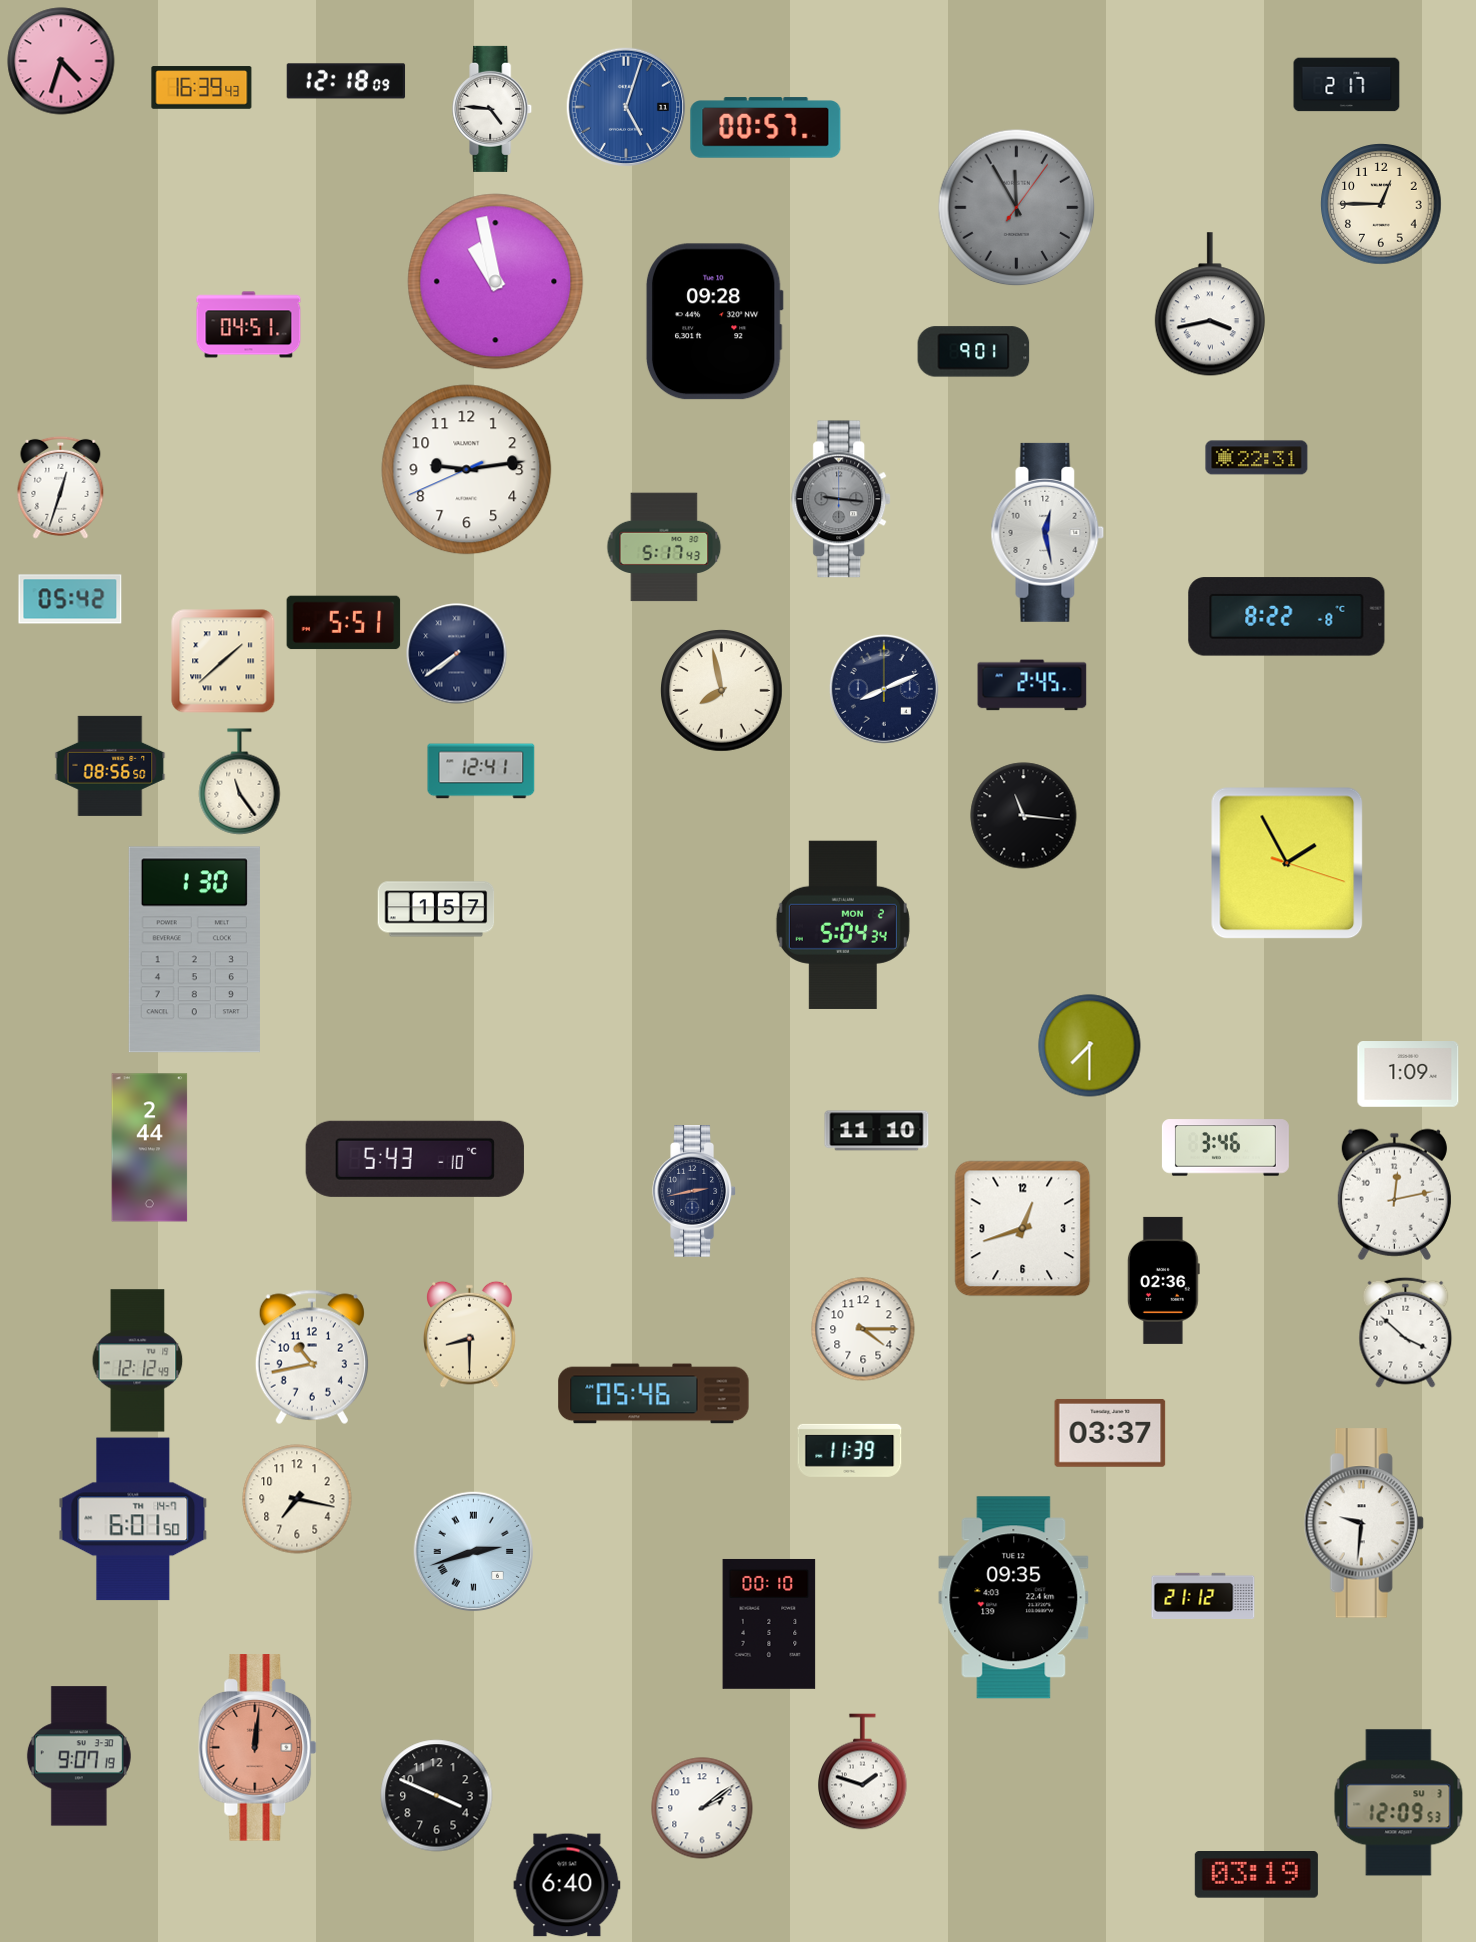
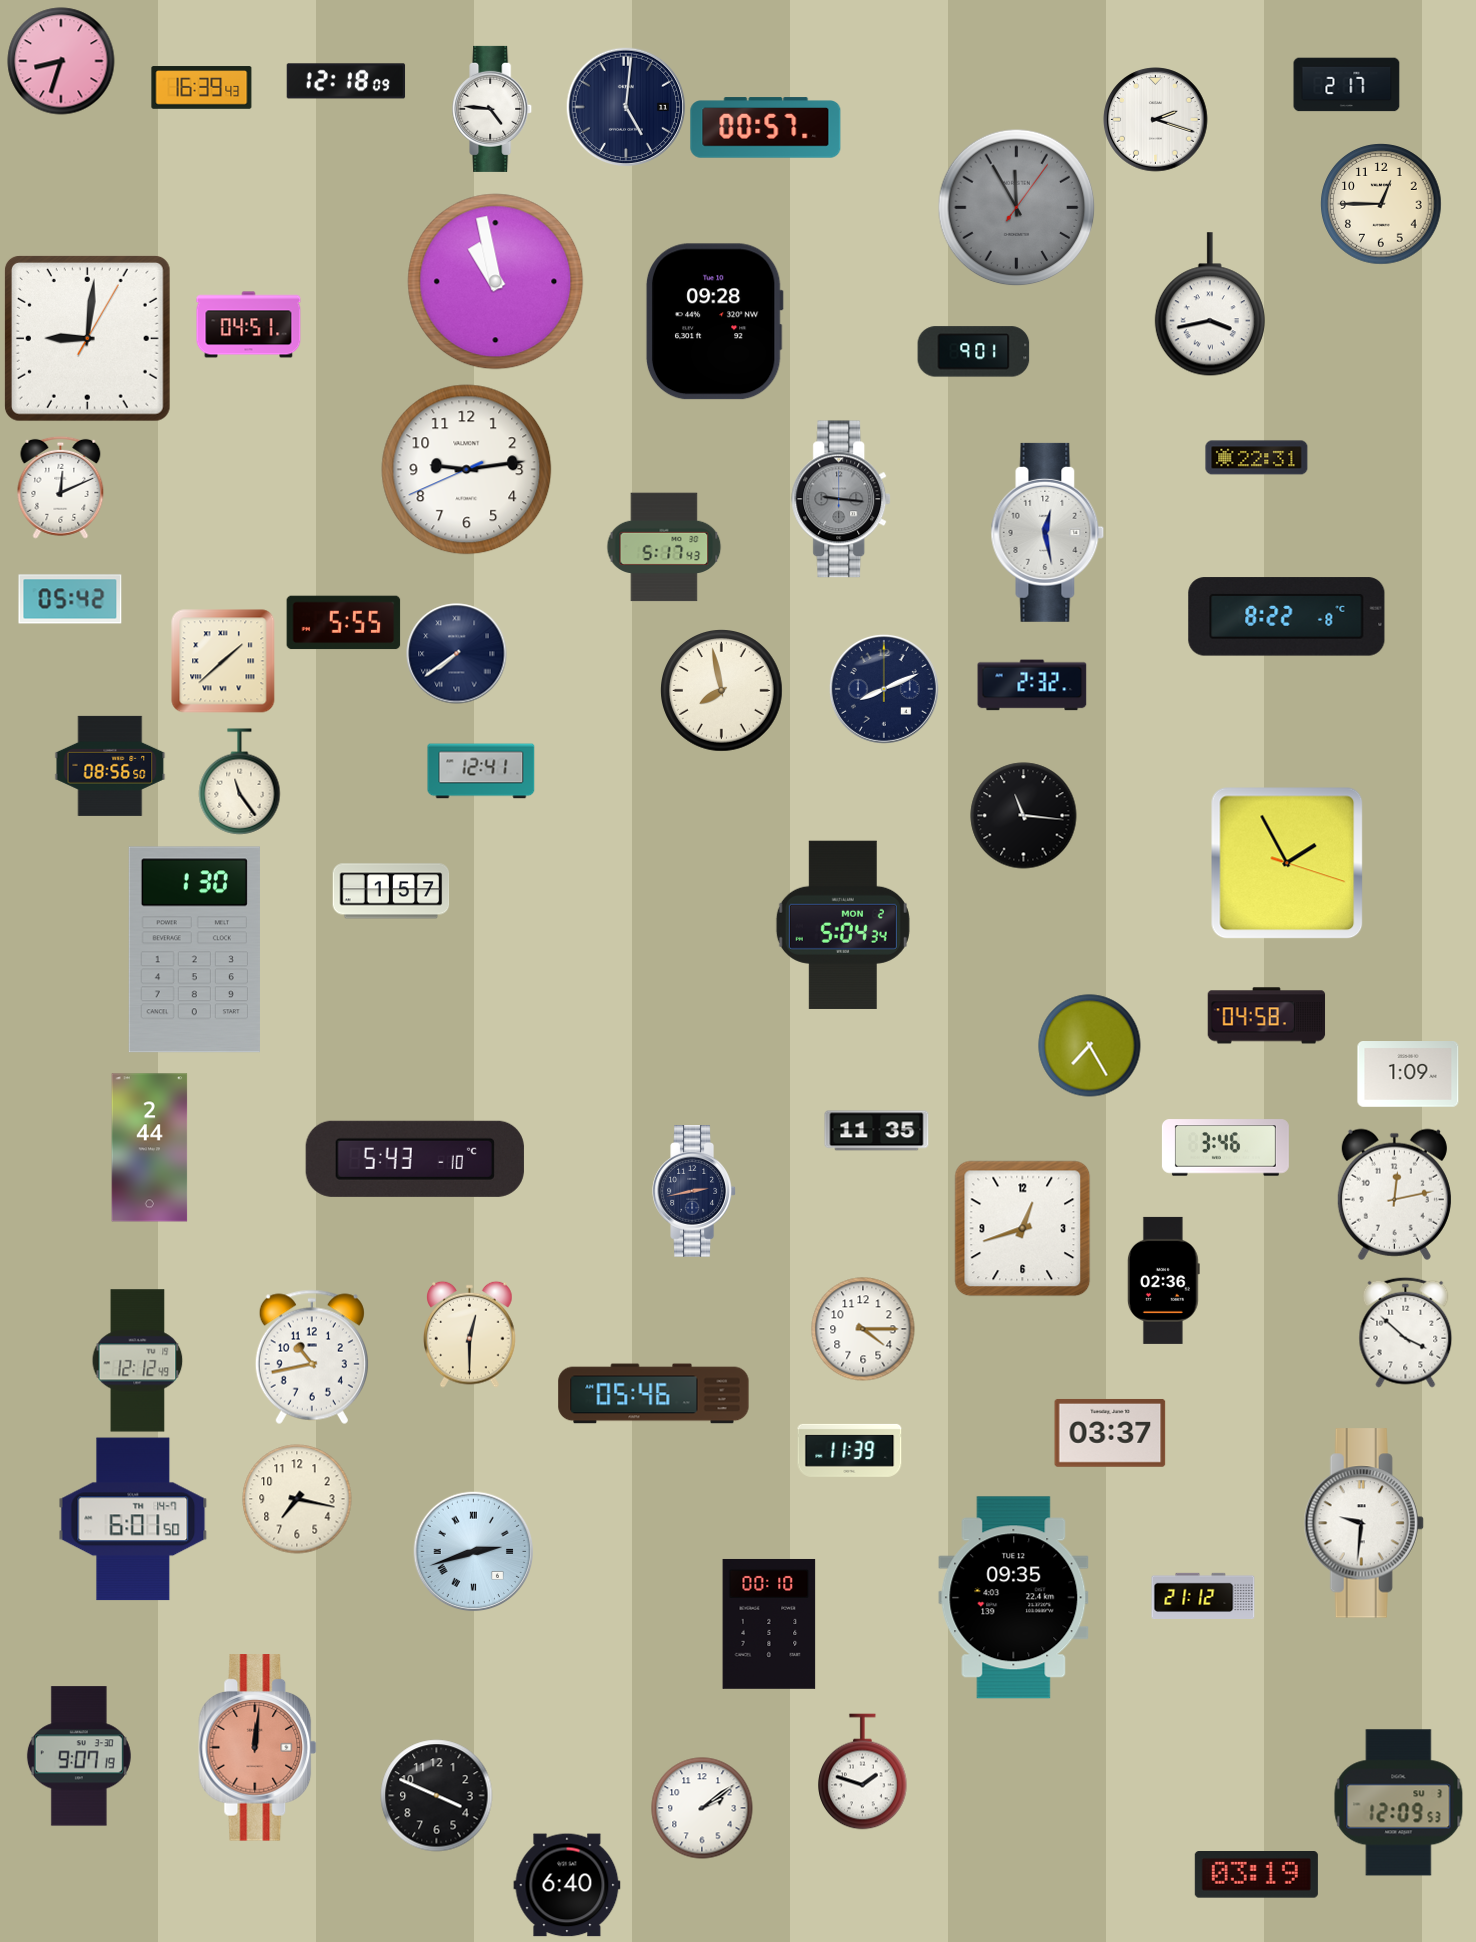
clock at (61, 61): 4:33 -> 8:33
clock at (626, 107): 5:03 -> 5:01
clock at (626, 107) dial: blue -> navy
clock at (1156, 120): none -> 2:18
clock at (87, 338): none -> 9:01
clock at (61, 487): 12:33 -> 12:11
clock at (344, 623): 5:51 -> 5:55
clock at (1032, 685): 2:45 -> 2:32
clock at (436, 909) position: (436, 909) -> (391, 891)
clock at (1267, 1016): none -> 04:58
clock at (1090, 1046): 7:30 -> 7:25
clock at (877, 1131): 11:10 -> 11:35
clock at (470, 1334): 8:30 -> 12:30
